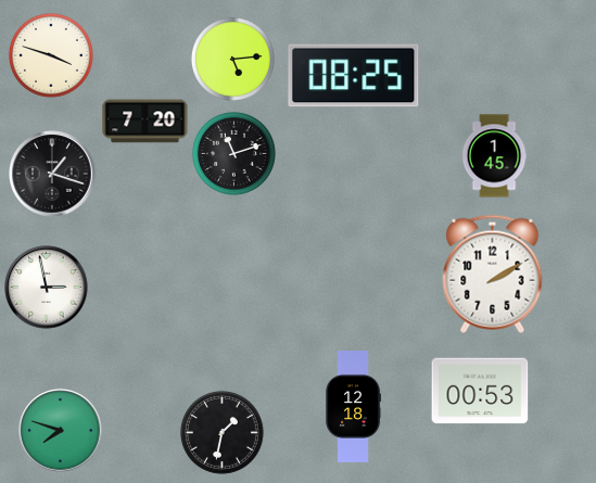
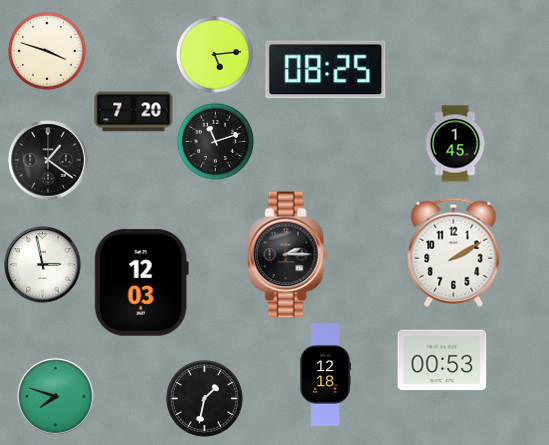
clock at (52, 174): 1:18 -> 1:21
clock at (288, 255): none -> 2:15
clock at (141, 283): none -> 12:03
